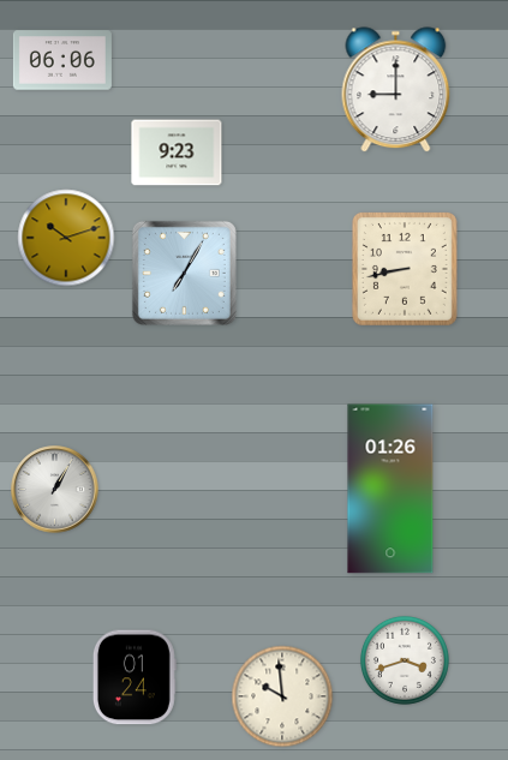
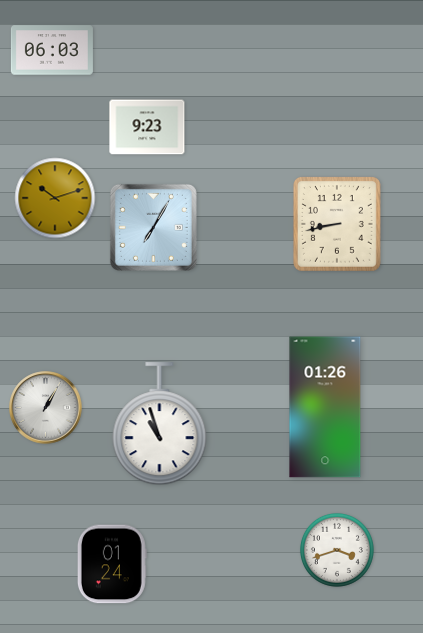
clock at (62, 60): 06:06 -> 06:03
clock at (396, 90): 9:00 -> none
clock at (160, 424): none -> 10:57
clock at (282, 696): 9:59 -> none
